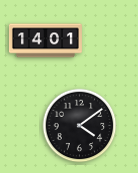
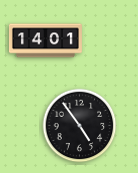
clock at (80, 126): 4:09 -> 4:54
